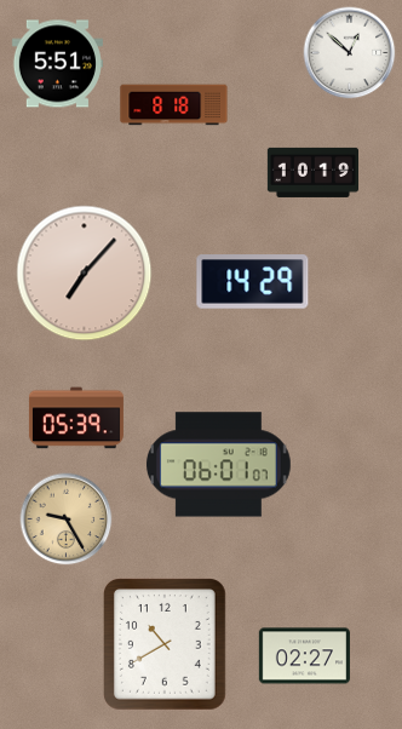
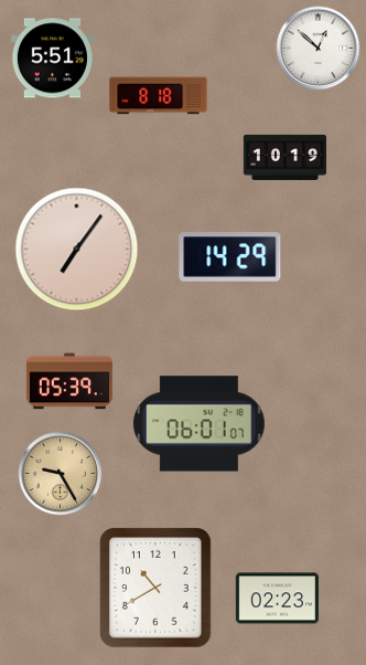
clock at (85, 274): 7:07 -> 7:06
clock at (166, 644) position: (166, 644) -> (157, 588)
clock at (304, 656): 02:27 -> 02:23
